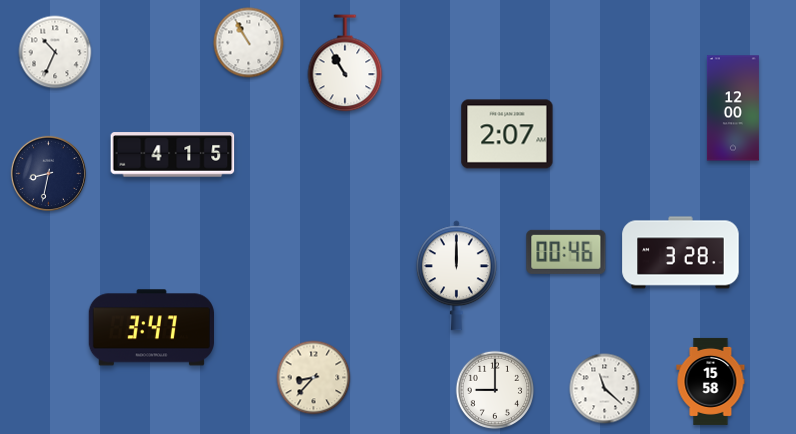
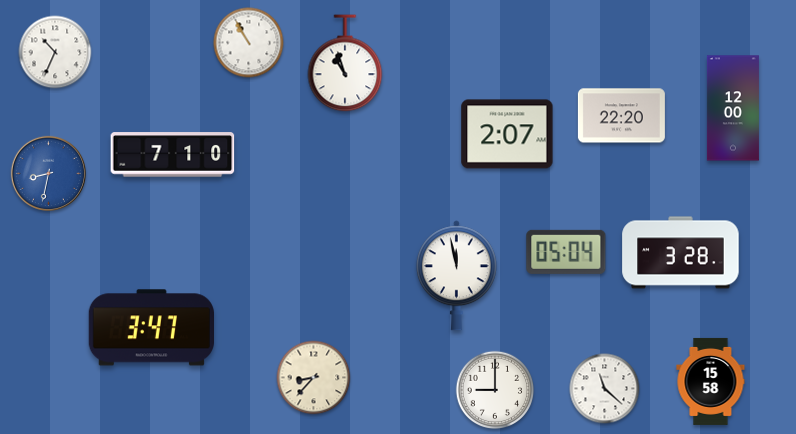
clock at (345, 63): 10:55 -> 10:57
clock at (621, 116): none -> 22:20
clock at (173, 155): 4:15 -> 7:10
clock at (48, 173) dial: navy -> blue
clock at (566, 252): 00:46 -> 05:04
clock at (456, 276): 12:00 -> 11:58
